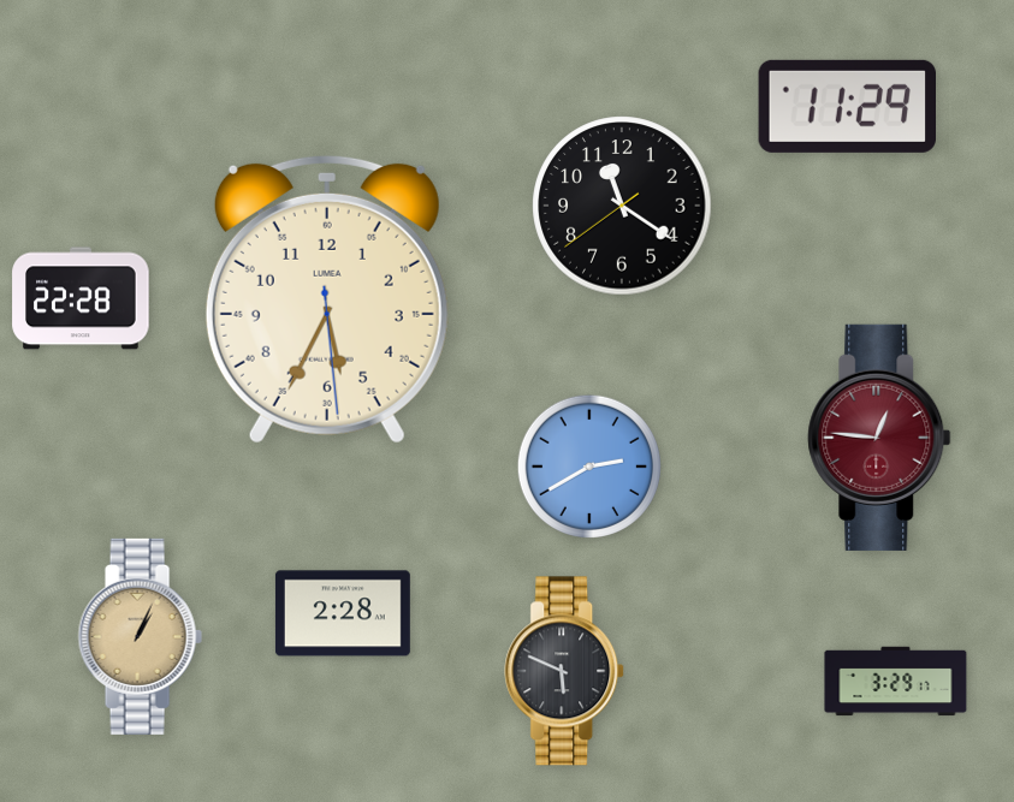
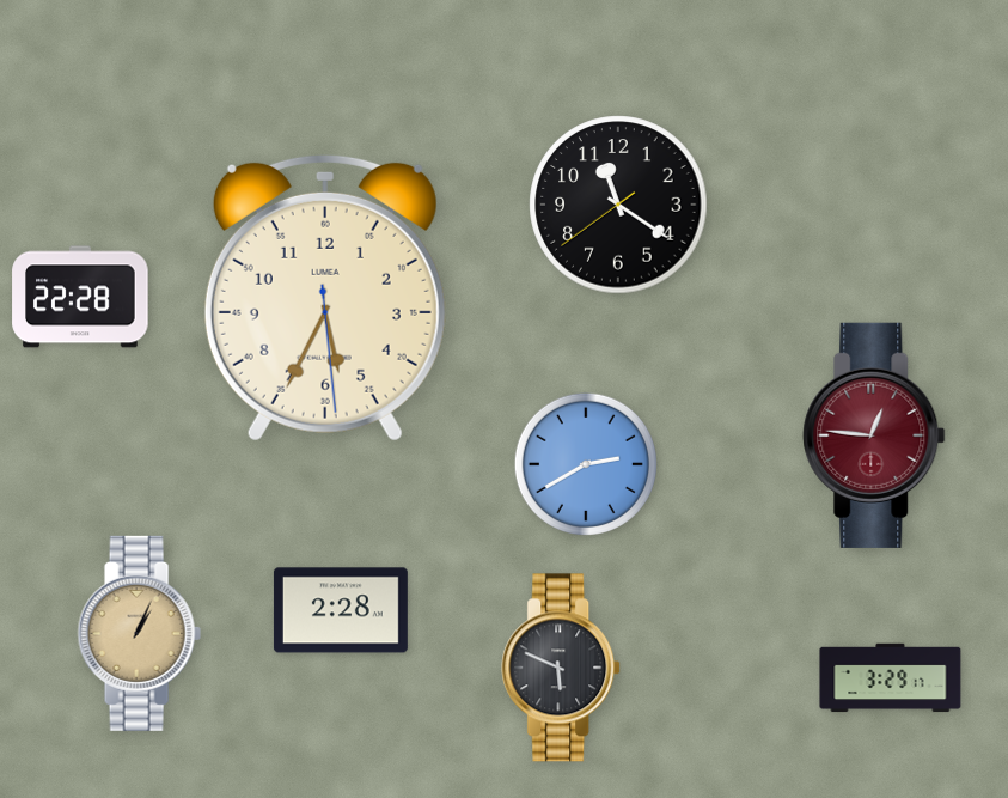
clock at (848, 106): 11:29 -> none
